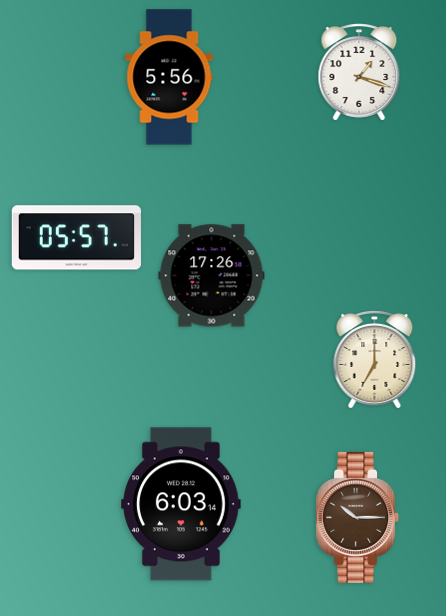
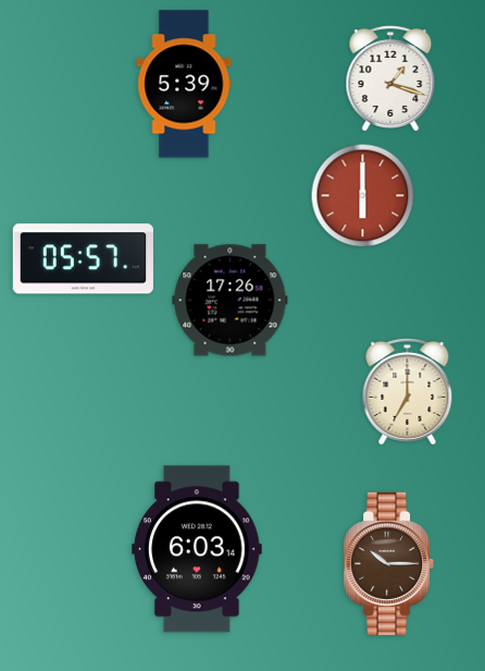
clock at (169, 77): 5:56 -> 5:39
clock at (363, 196): none -> 6:00
